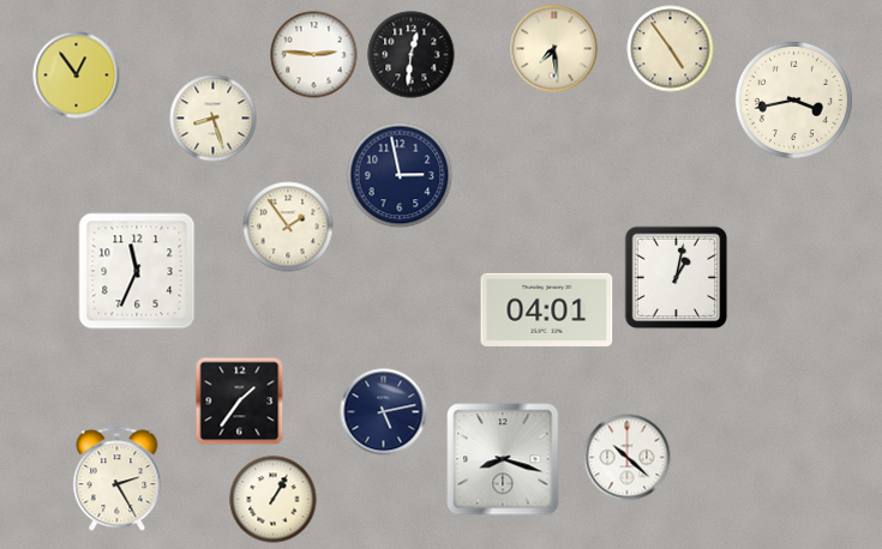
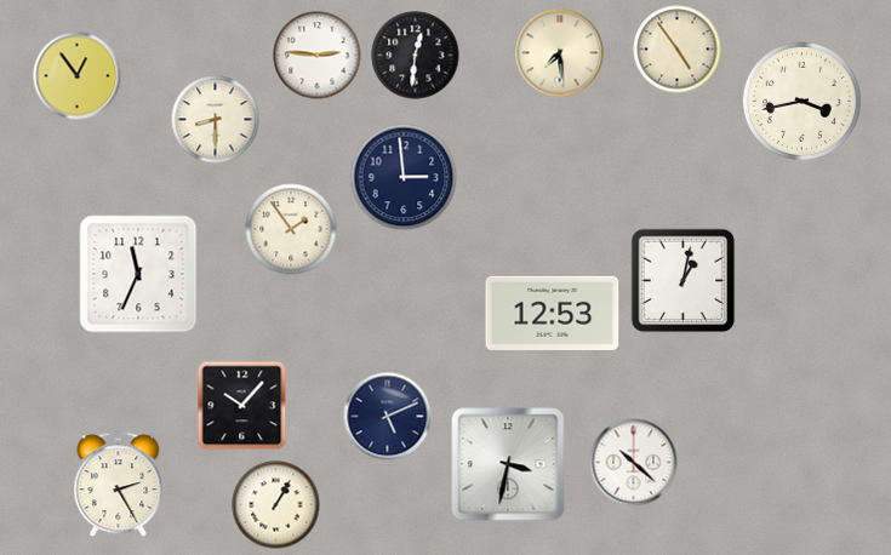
clock at (554, 49) position: (554, 49) -> (560, 53)
clock at (214, 119): 8:27 -> 8:30
clock at (400, 175): 2:58 -> 2:59
clock at (547, 309): 04:01 -> 12:53
clock at (240, 402): 1:36 -> 10:07
clock at (384, 412): 5:13 -> 5:11
clock at (503, 459): 8:18 -> 3:32
